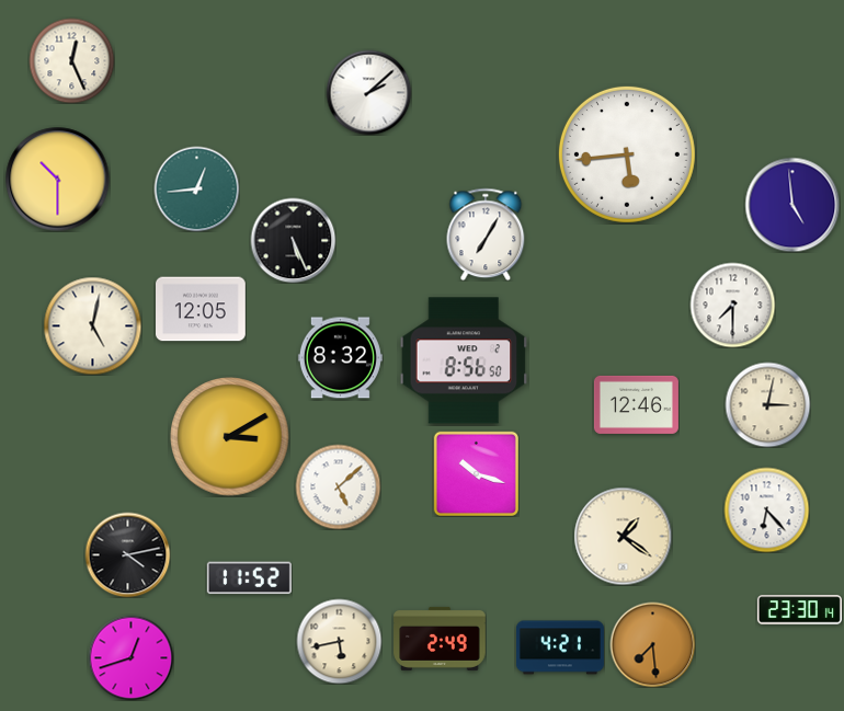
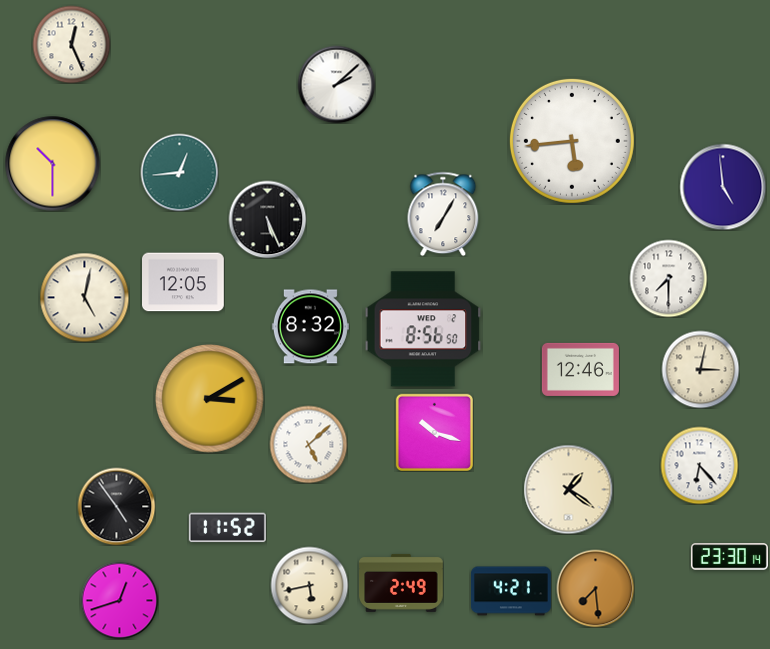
clock at (71, 60) position: (71, 60) -> (71, 44)
clock at (127, 554): 4:13 -> 4:54
